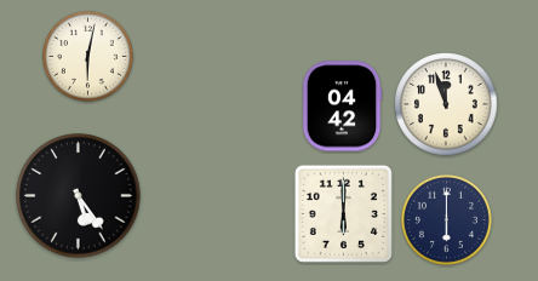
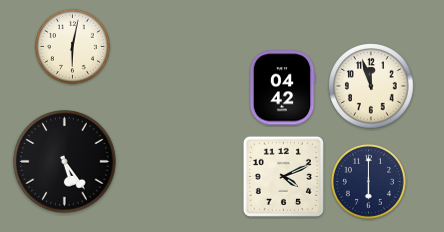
clock at (446, 104) position: (446, 104) -> (371, 86)
clock at (343, 213): 6:00 -> 4:11
